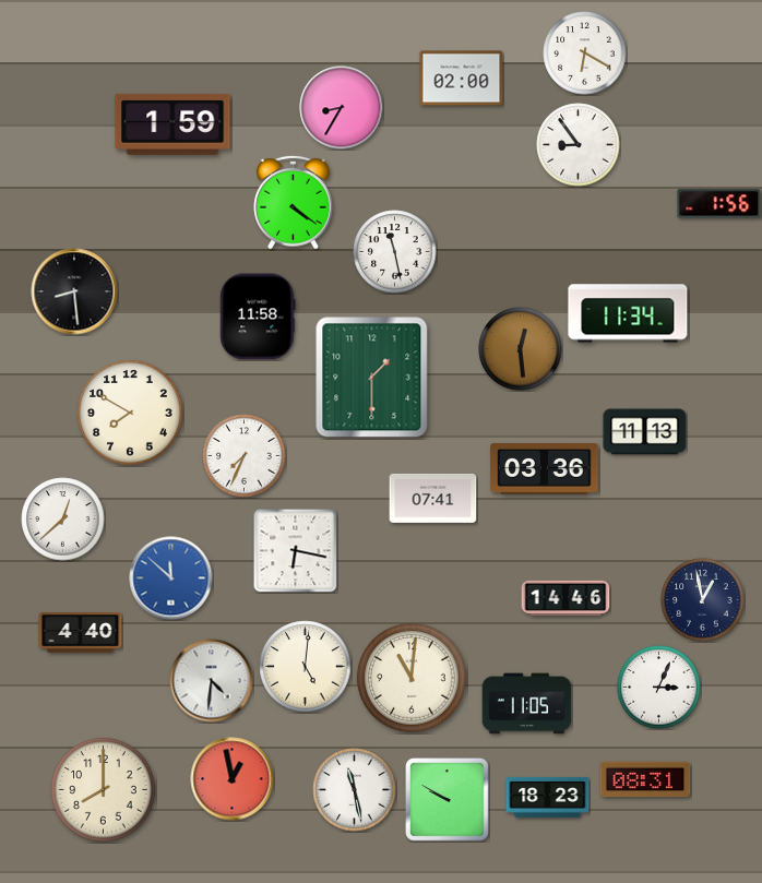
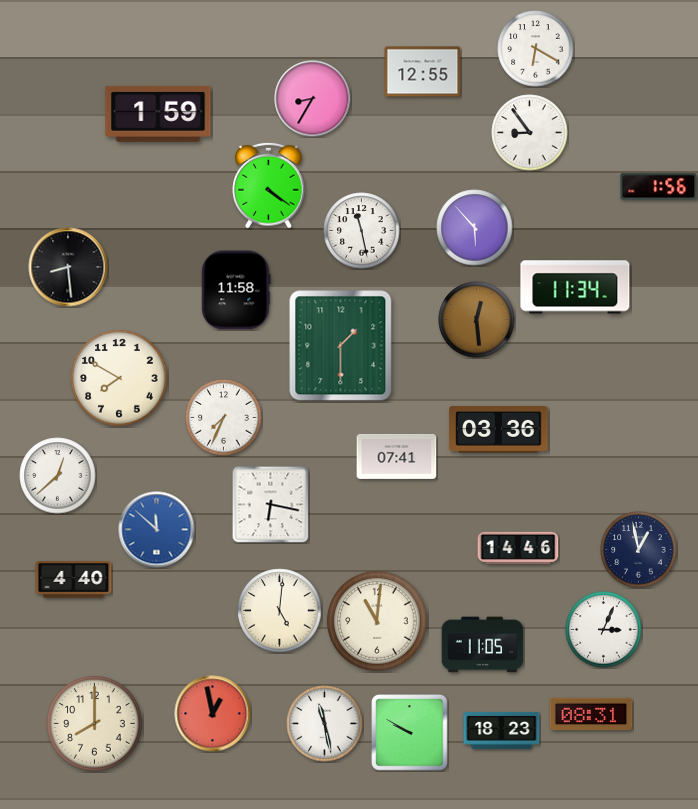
clock at (462, 79): 02:00 -> 12:55
clock at (475, 228): none -> 5:53
clock at (645, 432): 11:13 -> none
clock at (703, 600) position: (703, 600) -> (639, 550)
clock at (212, 681): 4:31 -> none
